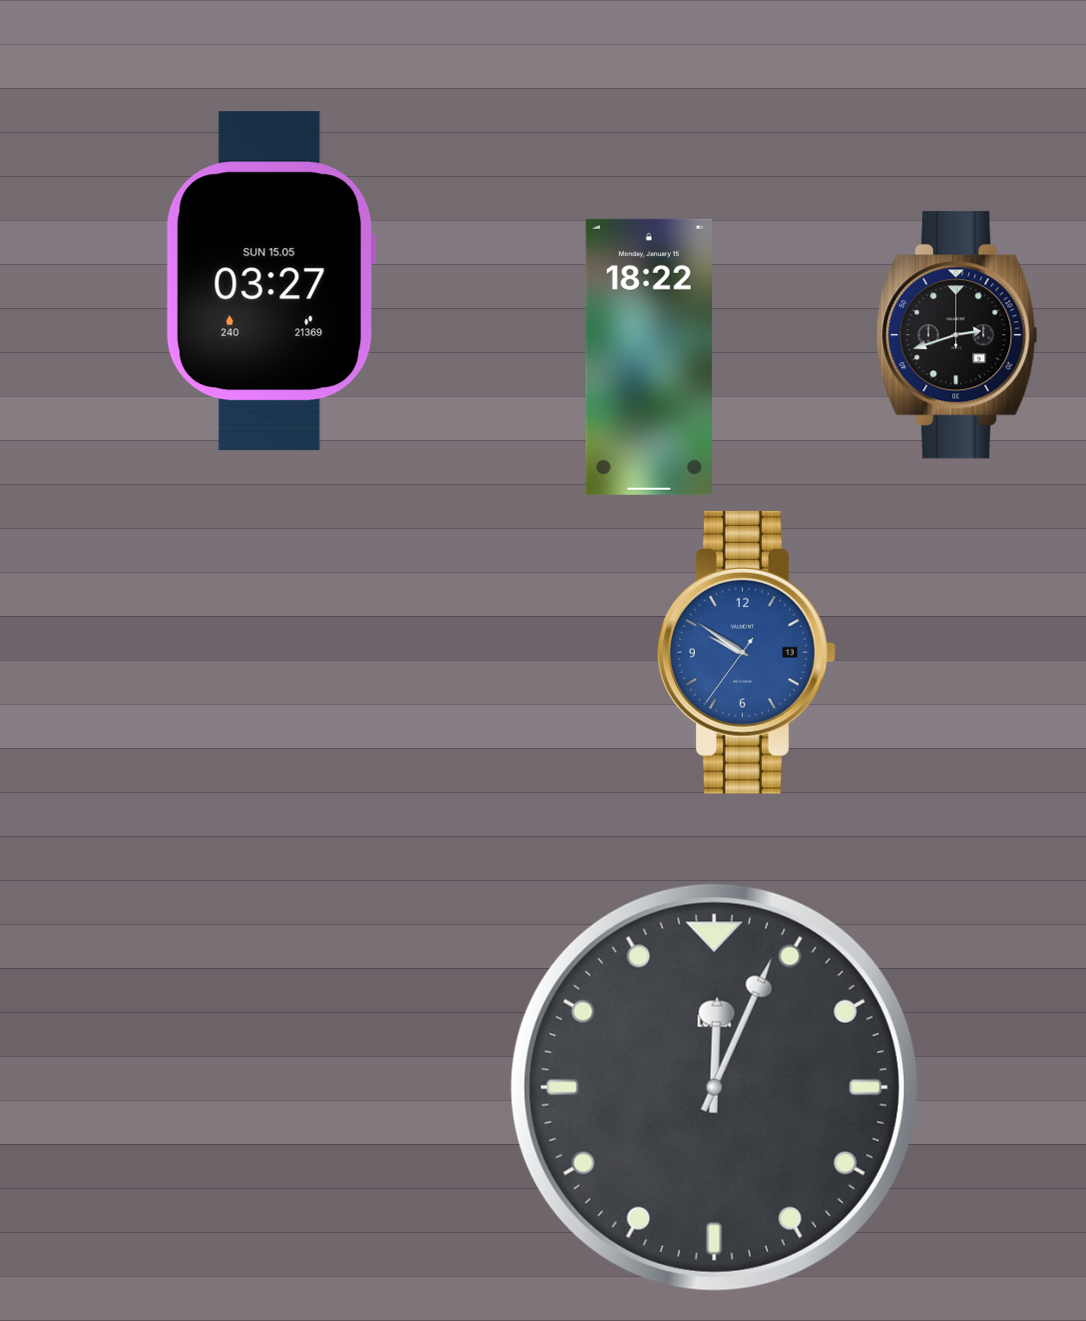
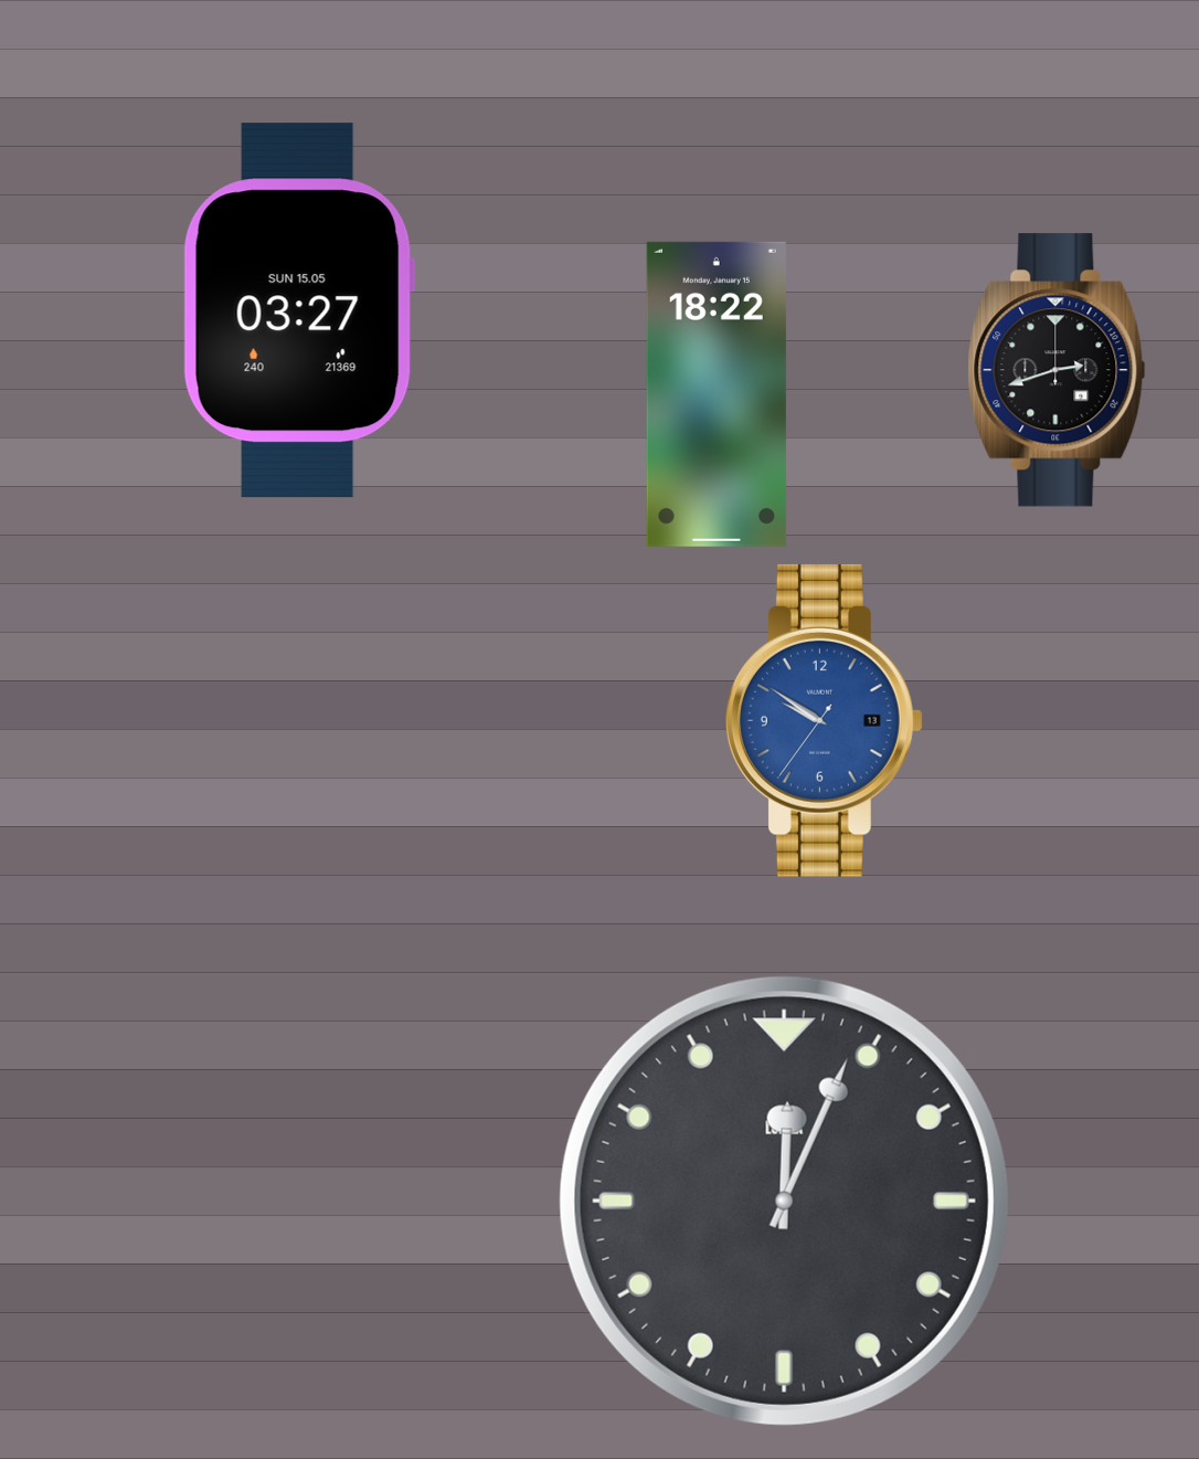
clock at (714, 1087) position: (714, 1087) -> (784, 1201)
